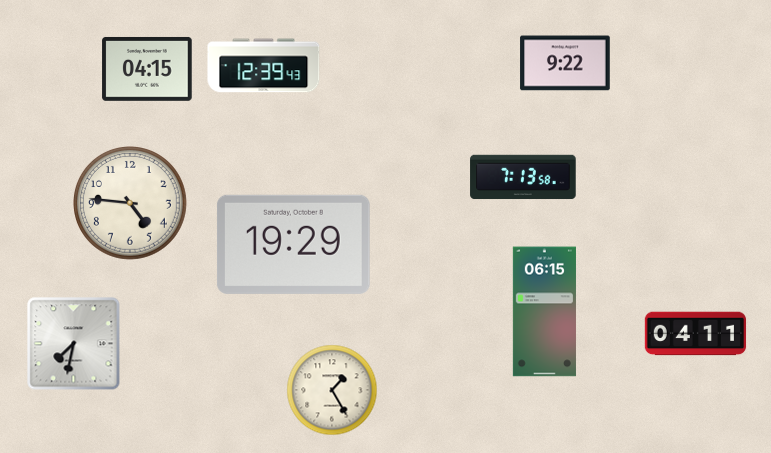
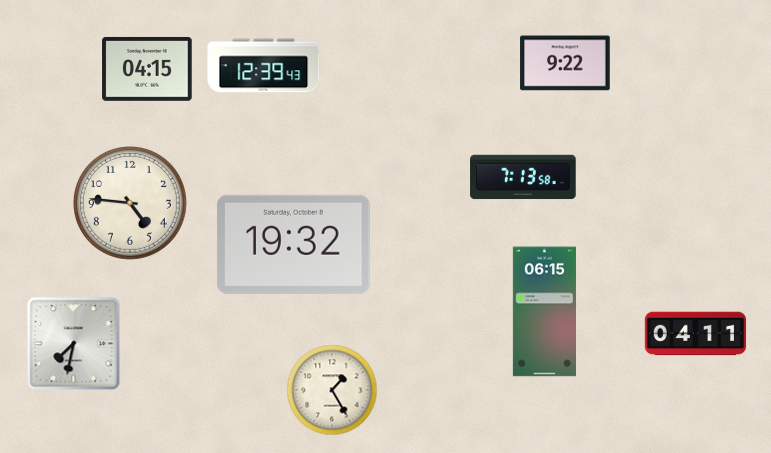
clock at (293, 244): 19:29 -> 19:32
